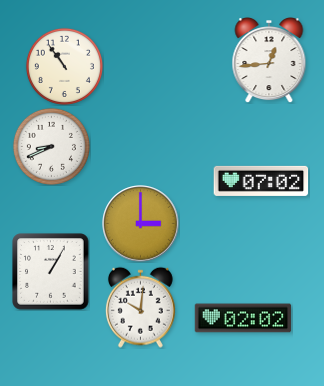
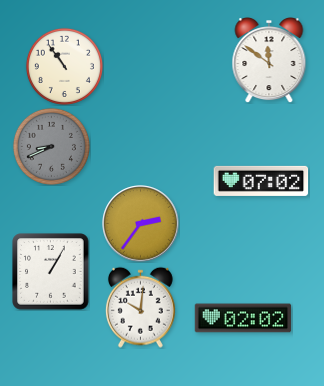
clock at (269, 61): 12:44 -> 11:51
clock at (51, 146) dial: white -> grey
clock at (141, 224): 3:00 -> 2:36
